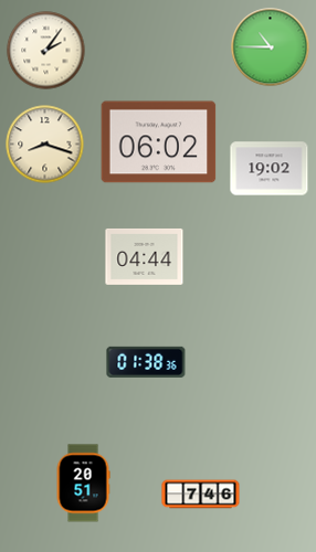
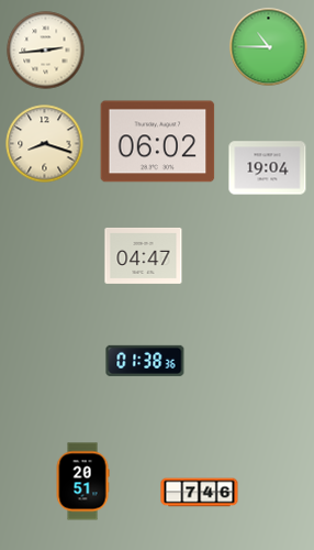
clock at (46, 51): 2:06 -> 2:44
clock at (270, 169): 19:02 -> 19:04
clock at (145, 256): 04:44 -> 04:47
